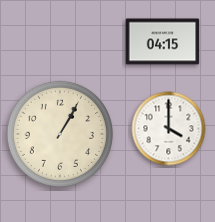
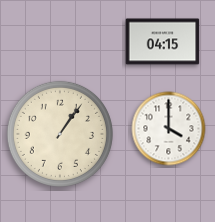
clock at (60, 134): 1:05 -> 1:06
